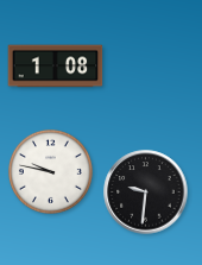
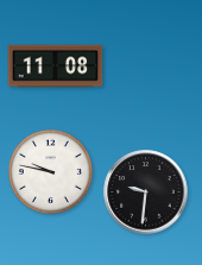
clock at (56, 67): 1:08 -> 11:08
